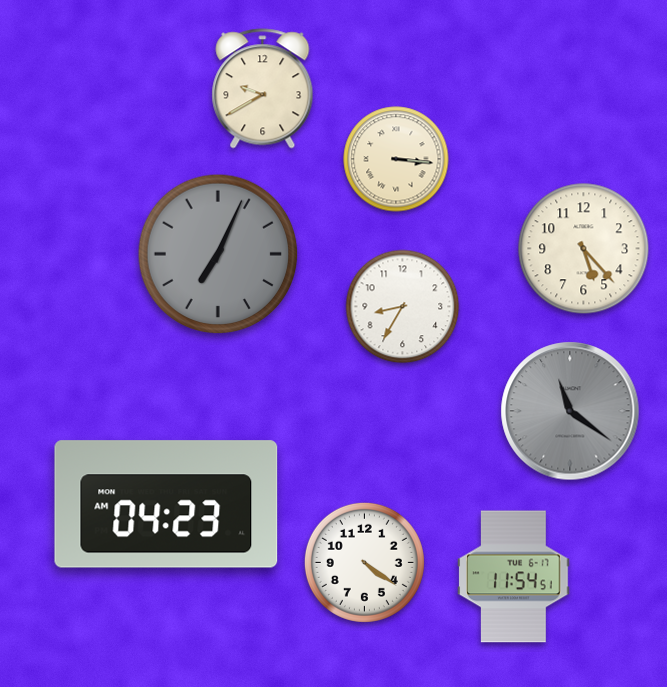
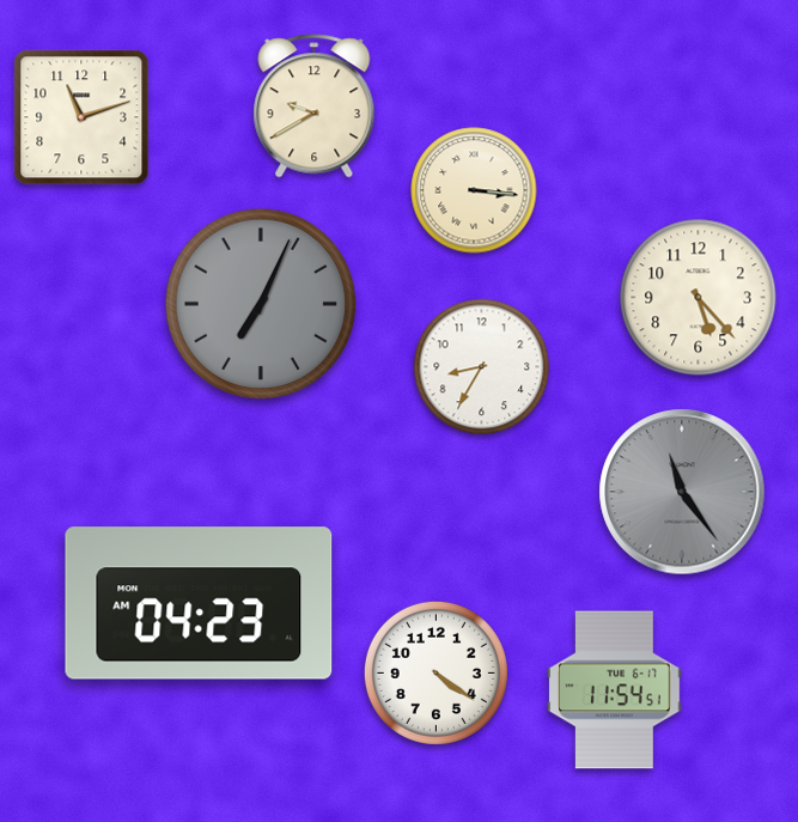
clock at (81, 117): none -> 11:12
clock at (570, 411): 11:21 -> 11:24
